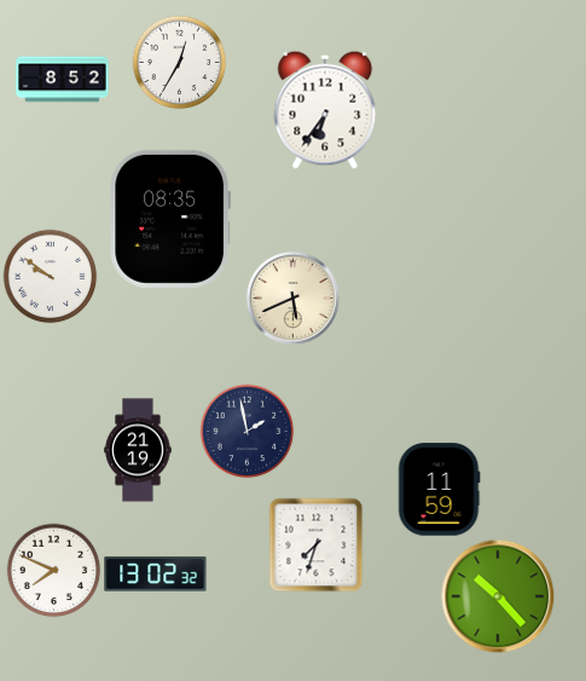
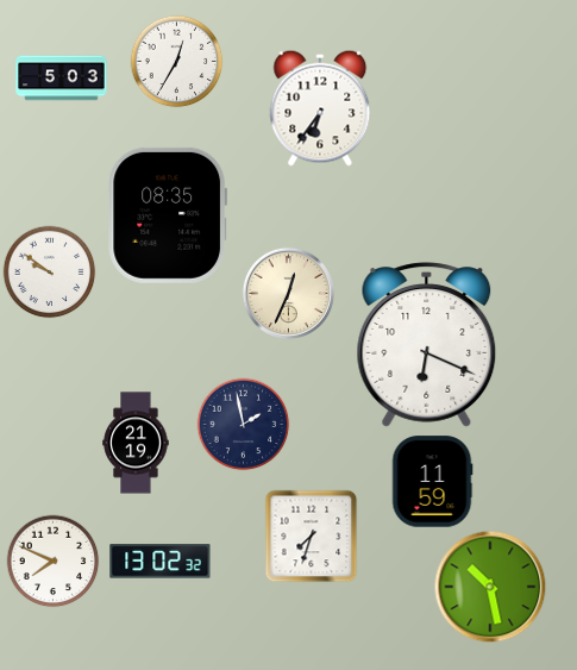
clock at (63, 80): 8:52 -> 5:03
clock at (292, 298): 5:41 -> 12:34
clock at (427, 345): none -> 6:19
clock at (156, 575) position: (156, 575) -> (161, 562)
clock at (498, 596): 10:23 -> 10:28
